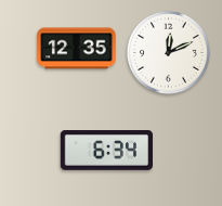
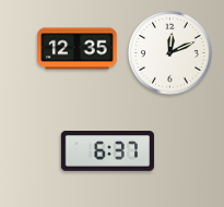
clock at (106, 151): 6:34 -> 6:37
